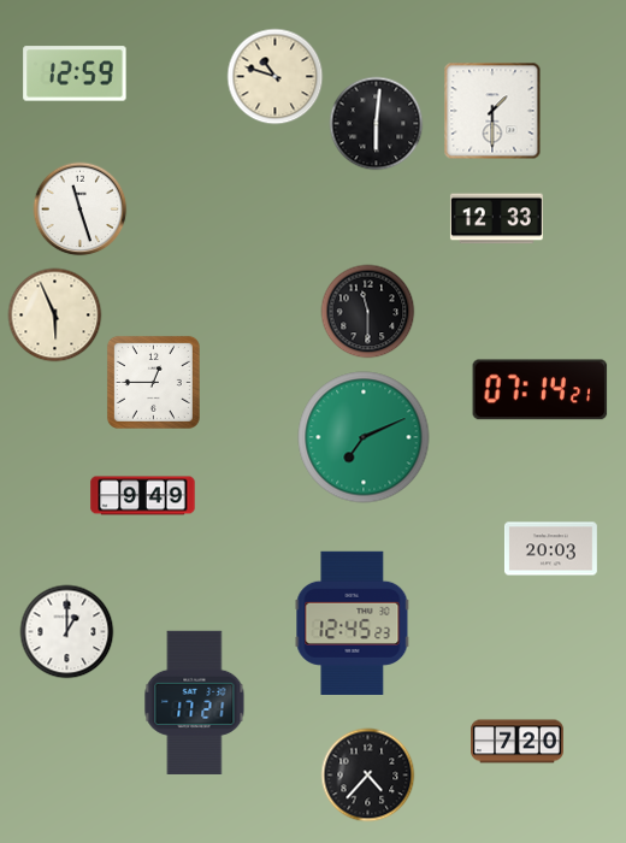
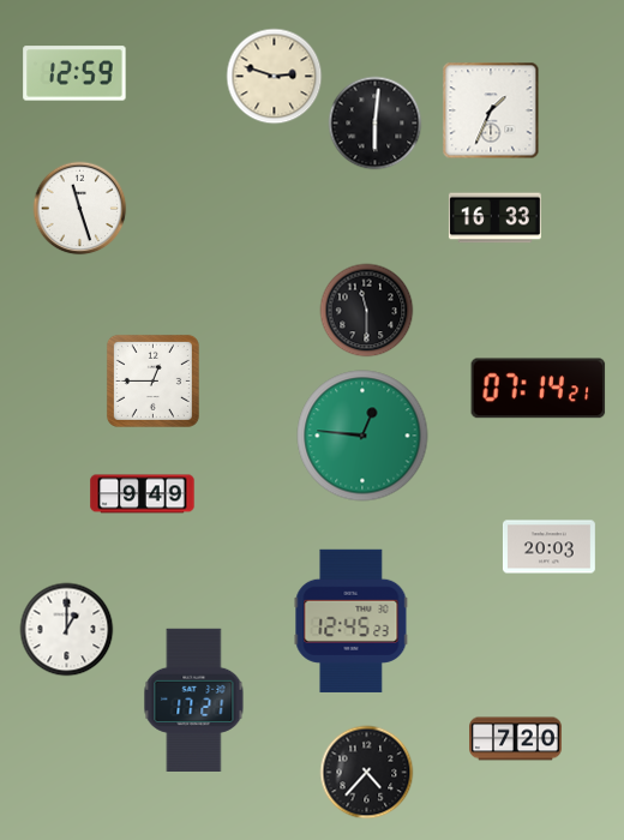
clock at (274, 76): 10:48 -> 2:48
clock at (492, 111): 1:30 -> 1:34
clock at (496, 219): 12:33 -> 16:33
clock at (54, 314): 5:56 -> none
clock at (364, 437): 7:11 -> 12:46
